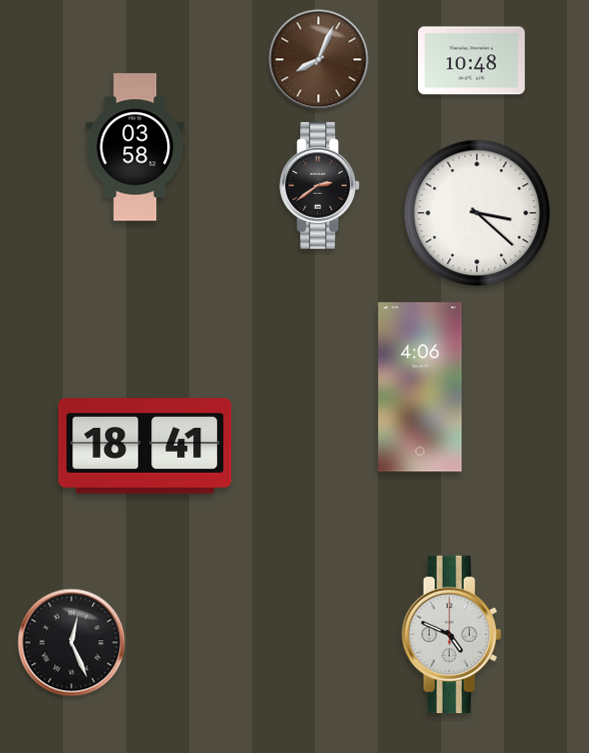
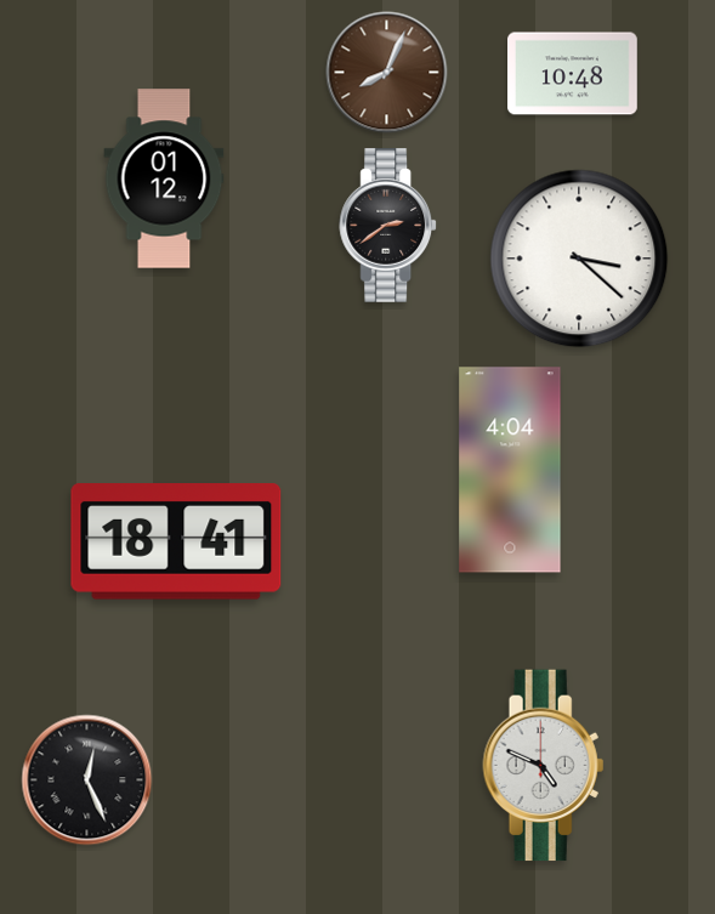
clock at (135, 147): 03:58 -> 01:12
clock at (420, 387): 4:06 -> 4:04
clock at (452, 635) position: (452, 635) -> (544, 766)
